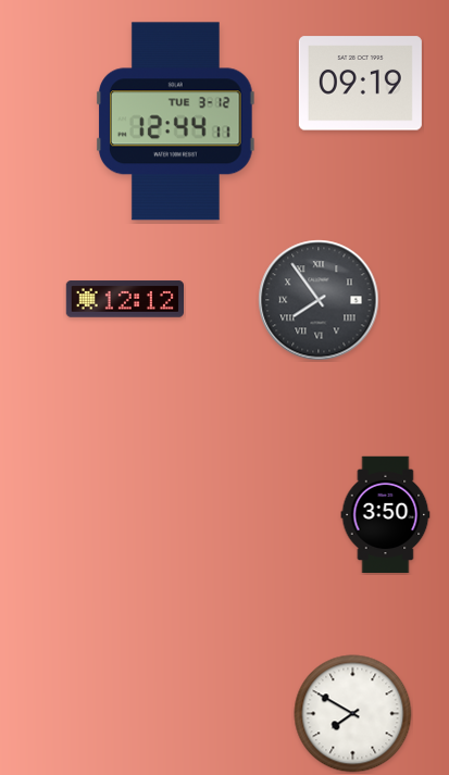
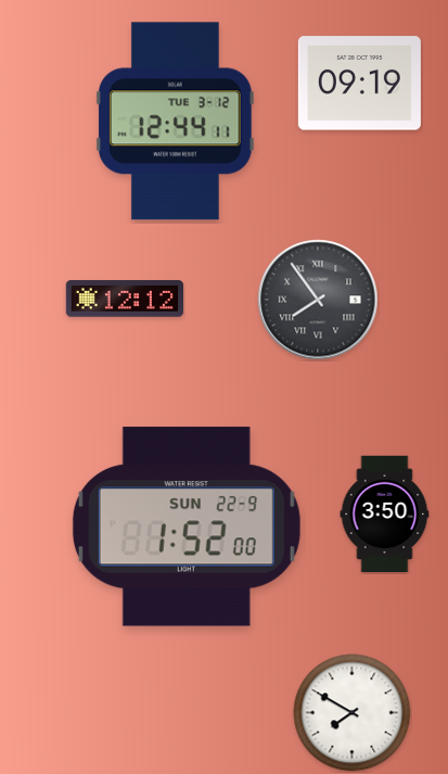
clock at (187, 526): none -> 1:52
